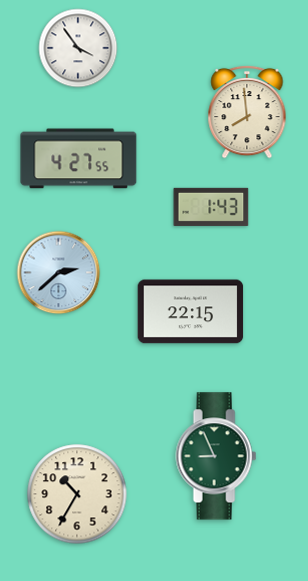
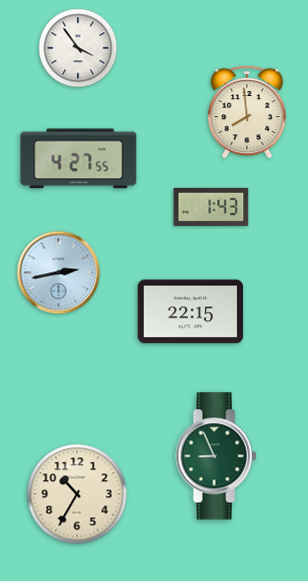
clock at (59, 273): 2:38 -> 2:43
